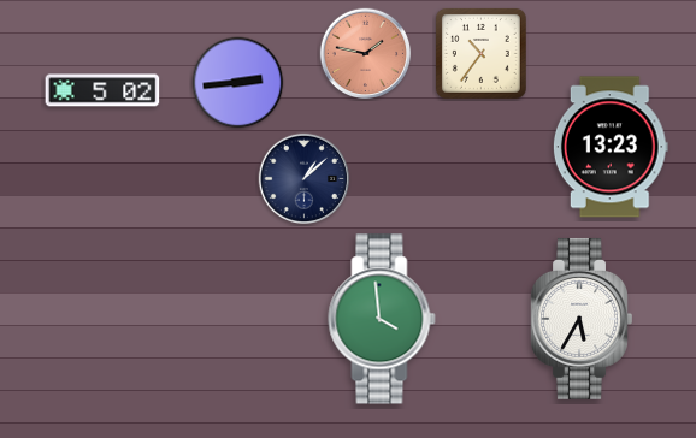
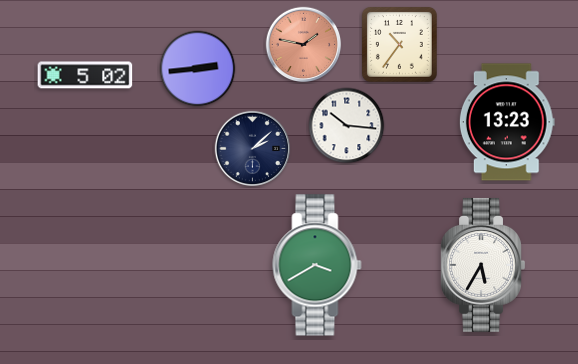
clock at (347, 126): none -> 10:16
clock at (305, 179): 1:08 -> 2:08
clock at (382, 319): 3:59 -> 3:40
